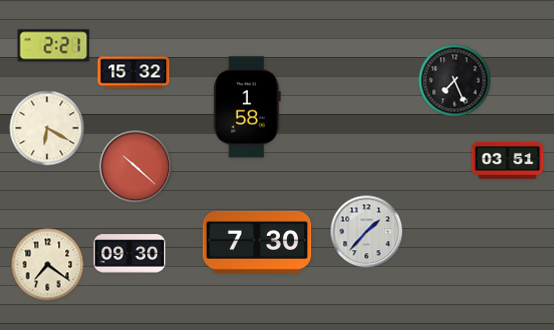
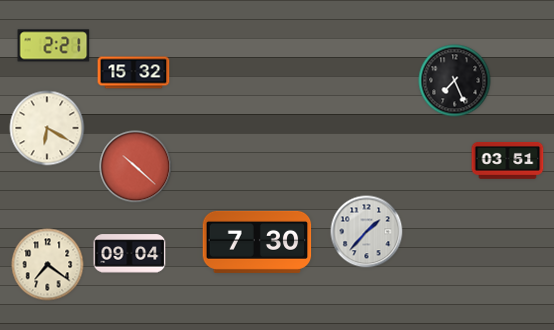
clock at (247, 107): 1:58 -> none
clock at (130, 254): 09:30 -> 09:04
